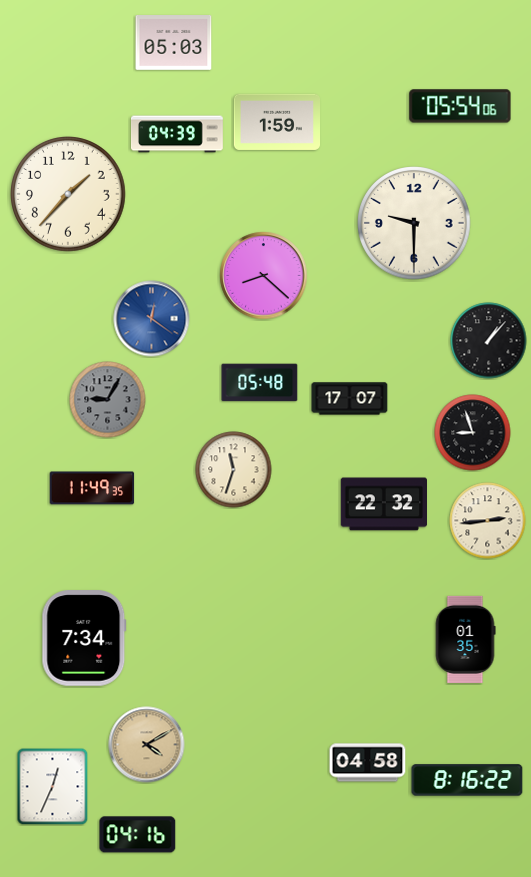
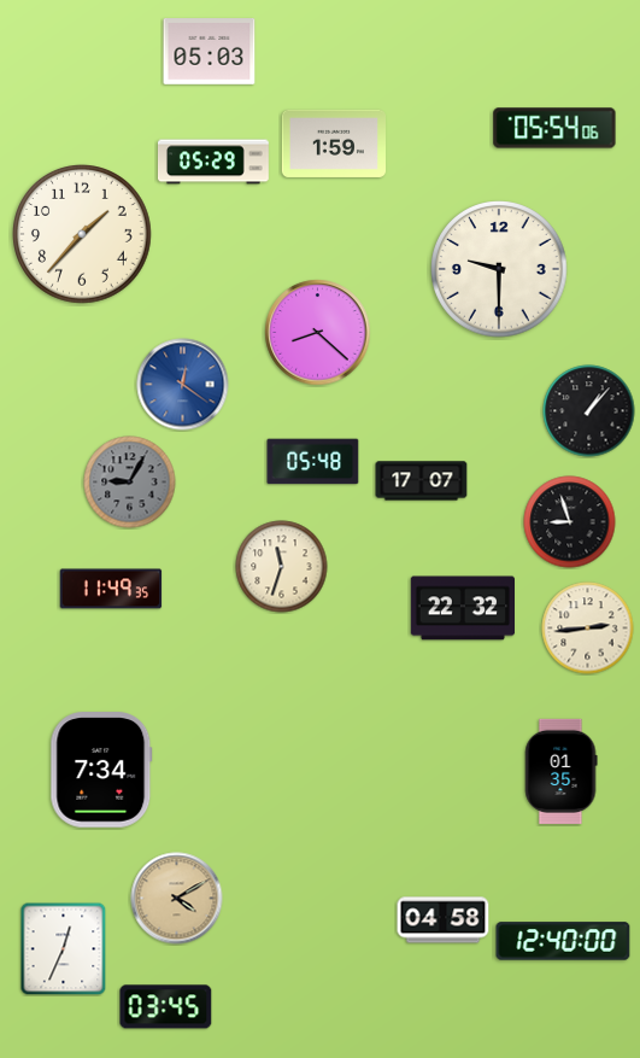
clock at (276, 122) position: (276, 122) -> (333, 144)
clock at (178, 134): 04:39 -> 05:29
clock at (467, 780): 8:16 -> 12:40
clock at (138, 835): 04:16 -> 03:45
